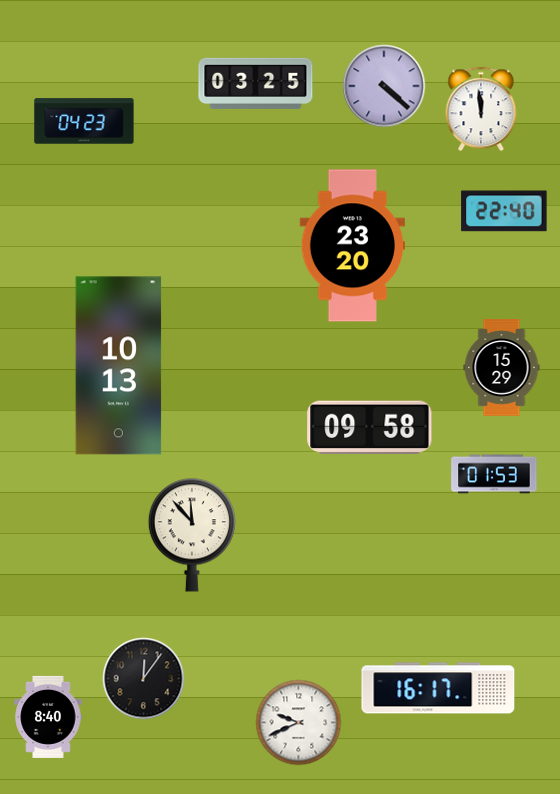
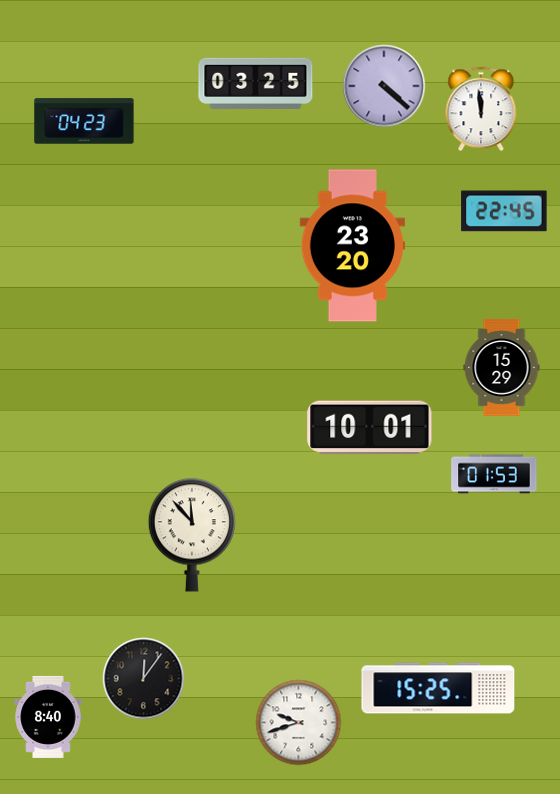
clock at (504, 211): 22:40 -> 22:45
clock at (119, 366): 10:13 -> none
clock at (370, 428): 09:58 -> 10:01
clock at (438, 688): 16:17 -> 15:25
clock at (299, 723): 9:41 -> 9:42
